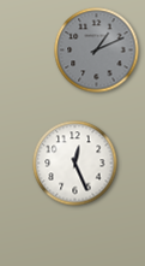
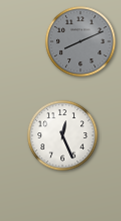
clock at (97, 51): 1:11 -> 8:11
